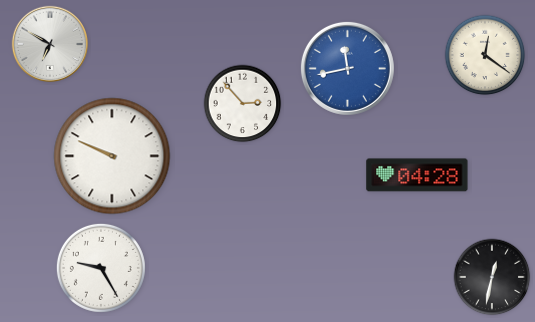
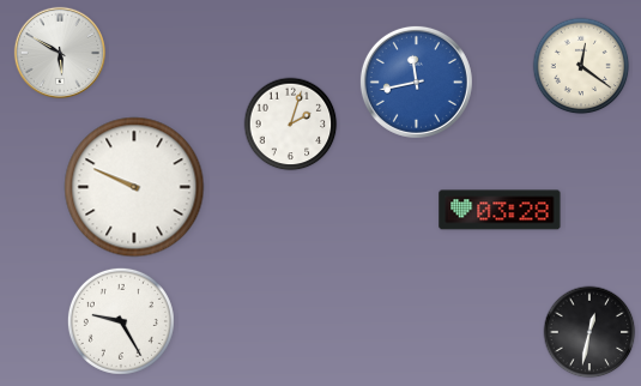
clock at (49, 43): 6:50 -> 5:50
clock at (243, 104): 2:53 -> 2:03
clock at (417, 175): 04:28 -> 03:28
